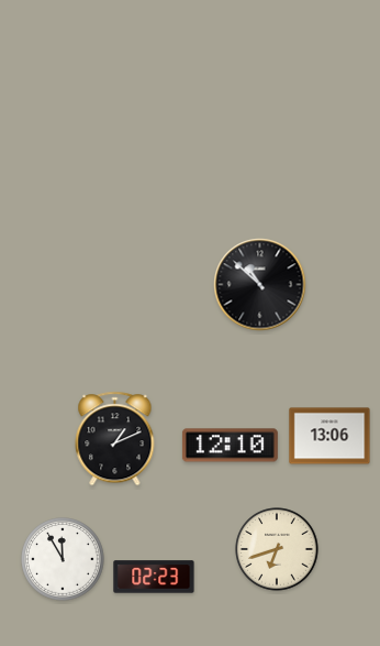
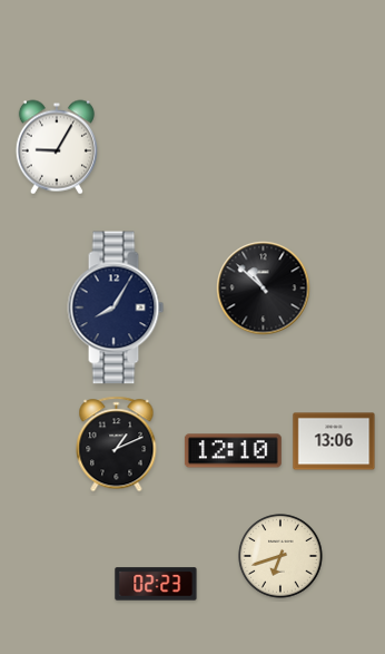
clock at (57, 147): none -> 9:05
clock at (116, 308): none -> 8:05
clock at (63, 559): 11:55 -> none
